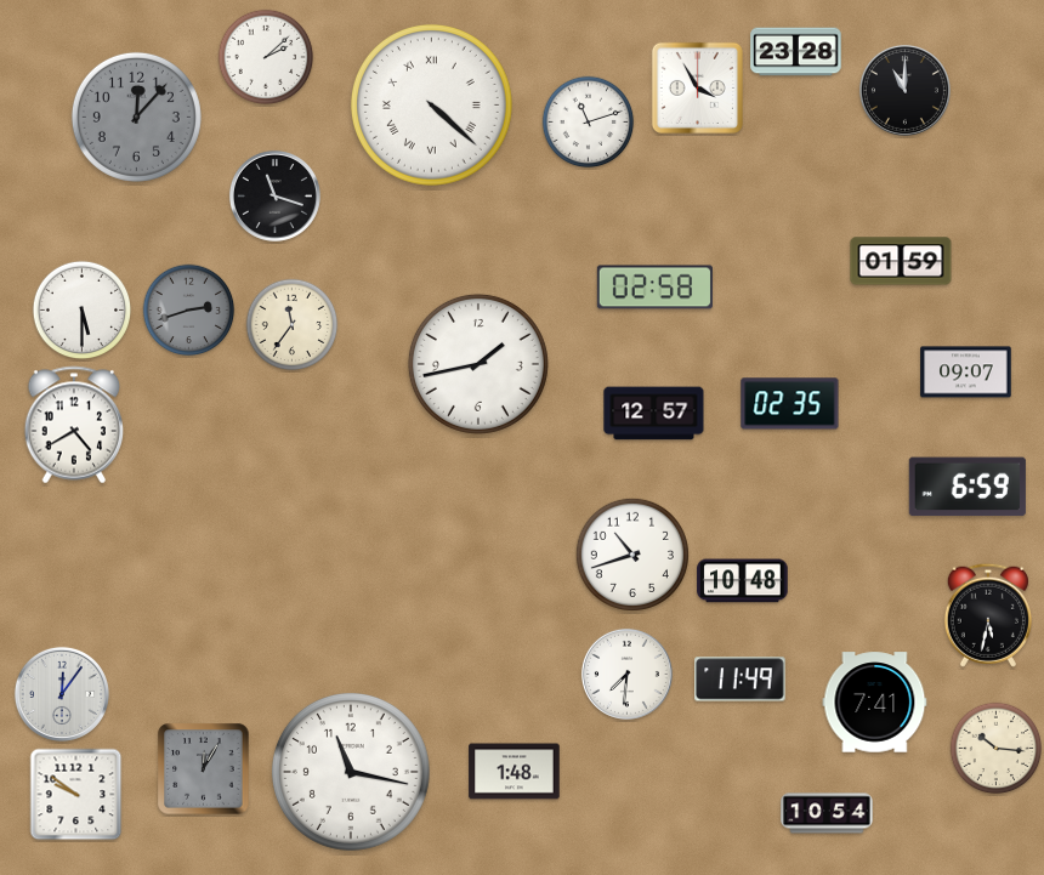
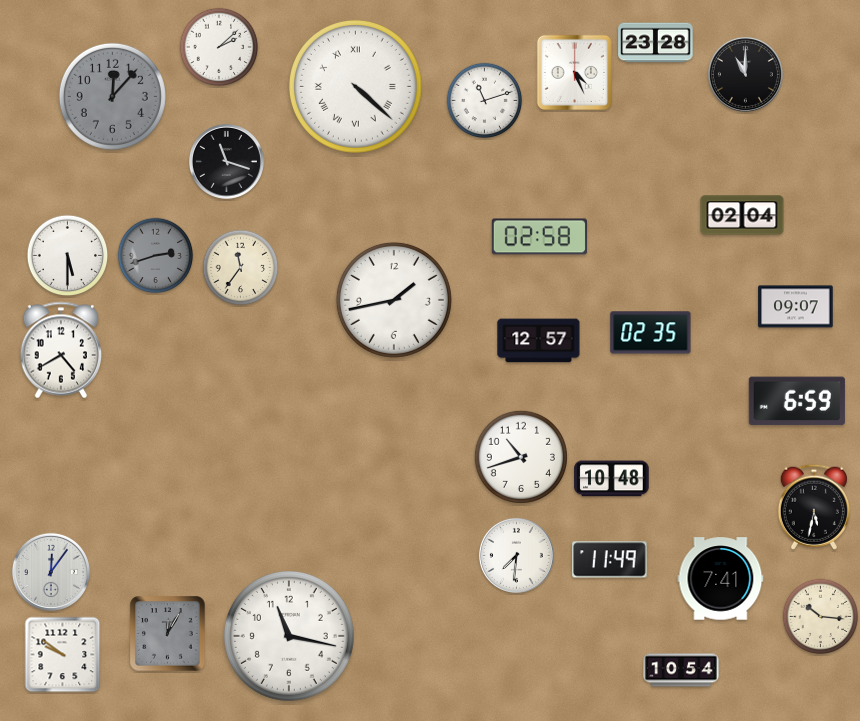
clock at (697, 87): 3:55 -> 4:26
clock at (901, 261): 01:59 -> 02:04
clock at (515, 772): 1:48 -> none
